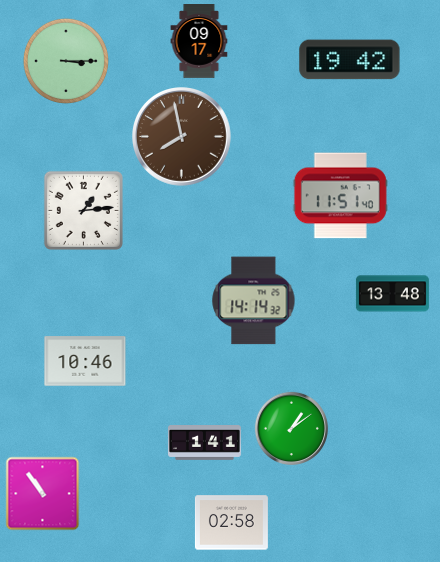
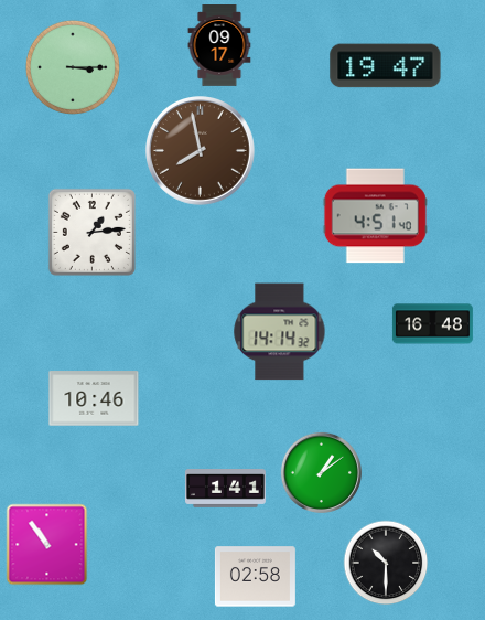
clock at (350, 60): 19:42 -> 19:47
clock at (340, 196): 11:51 -> 4:51
clock at (392, 294): 13:48 -> 16:48
clock at (386, 563): none -> 10:30
